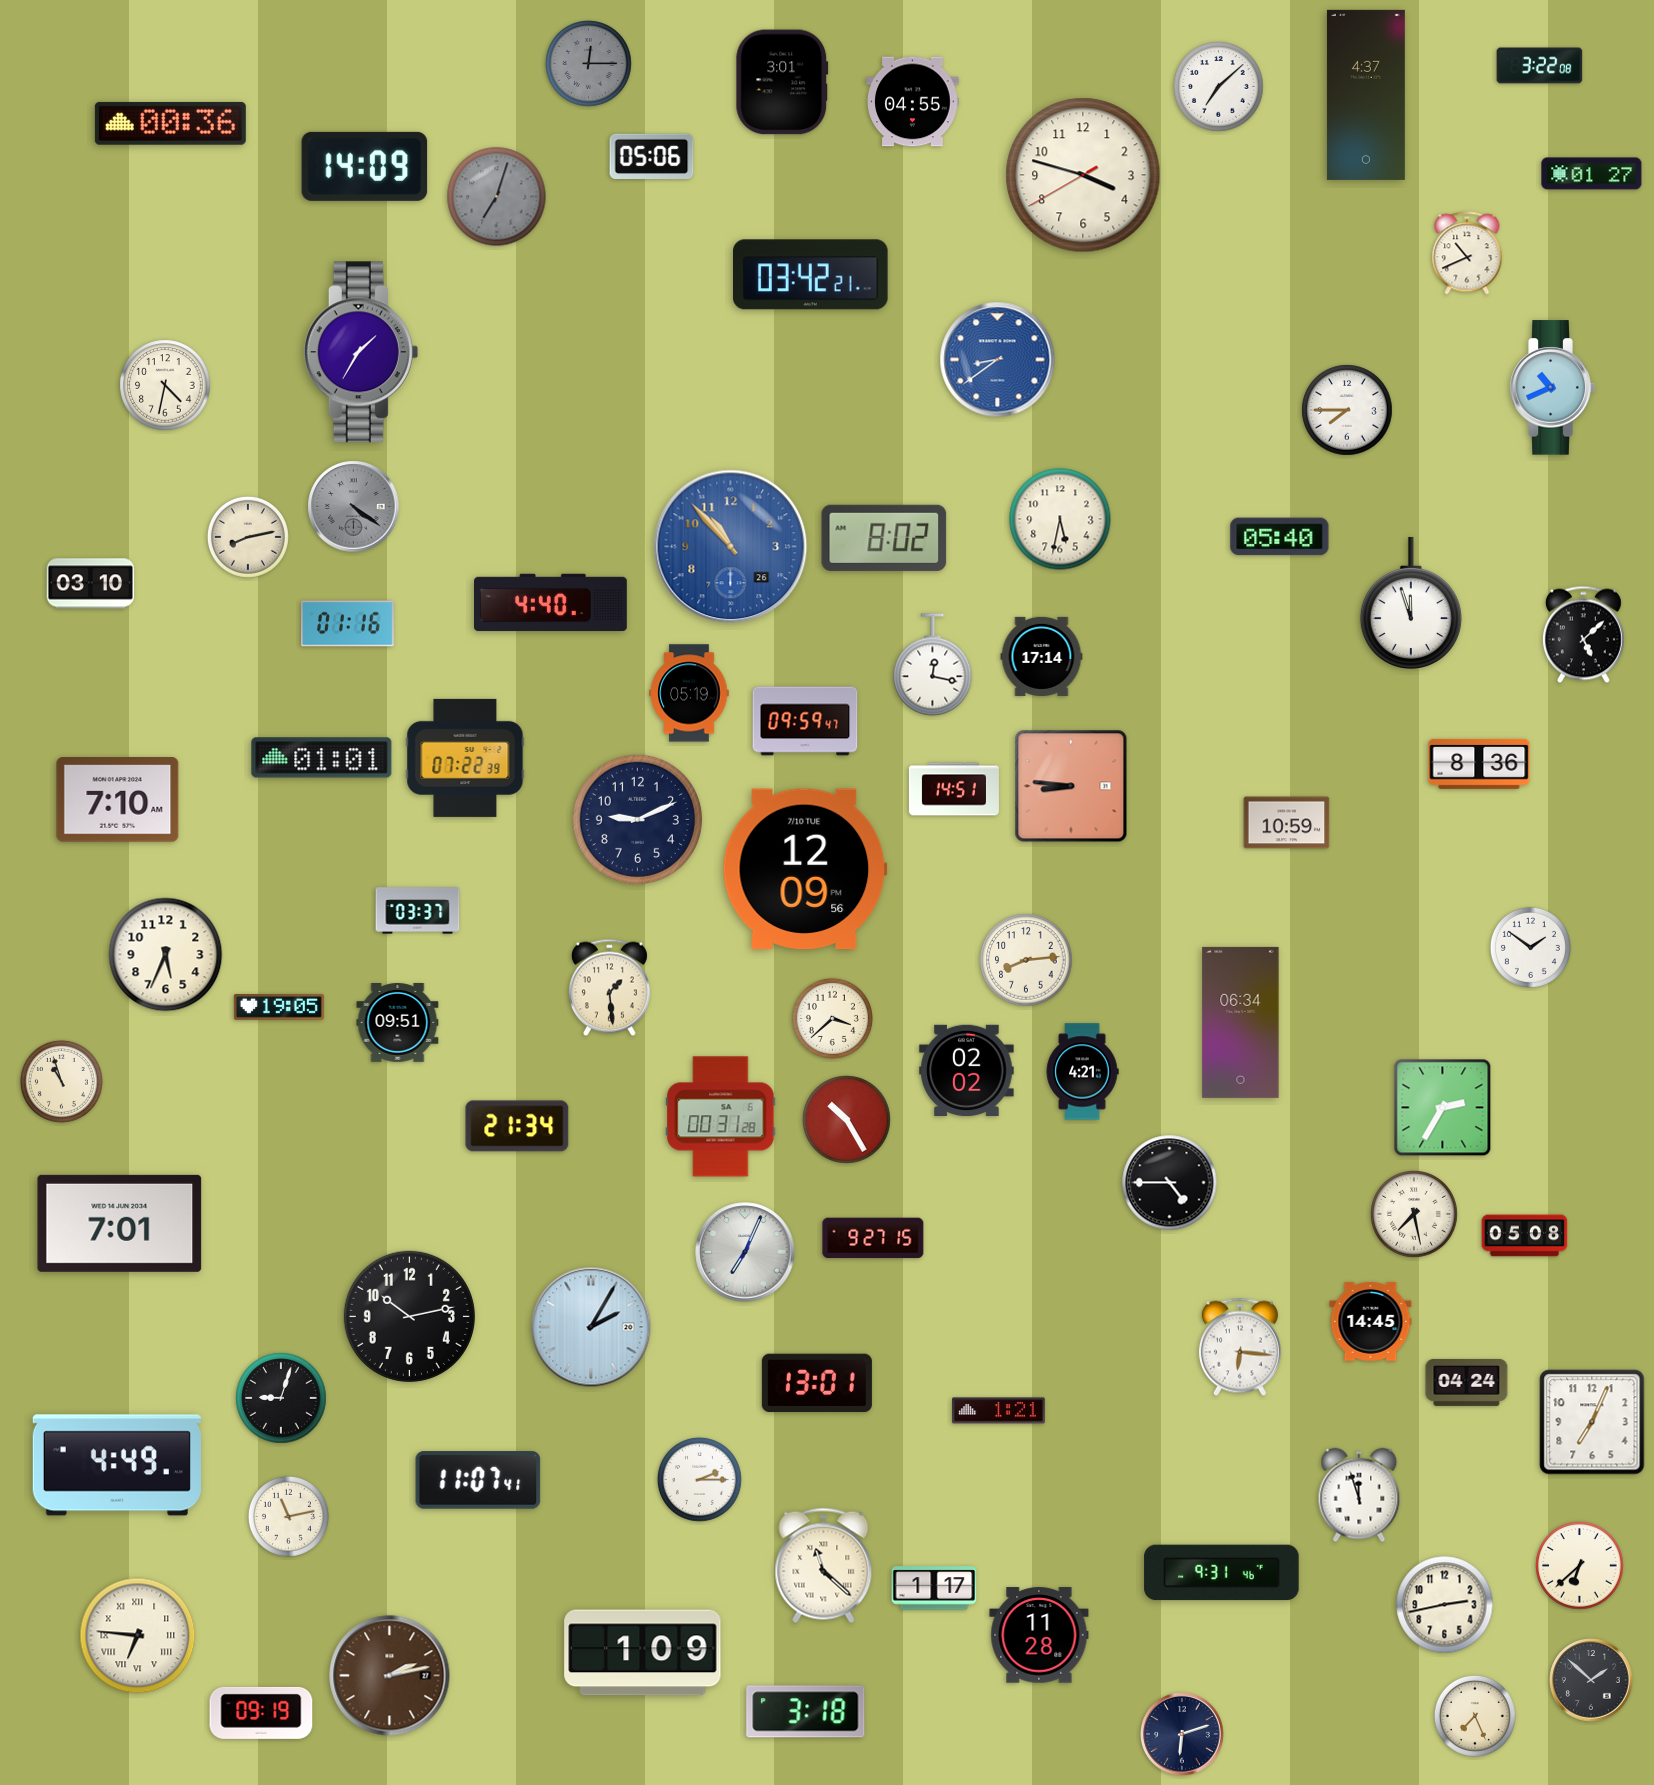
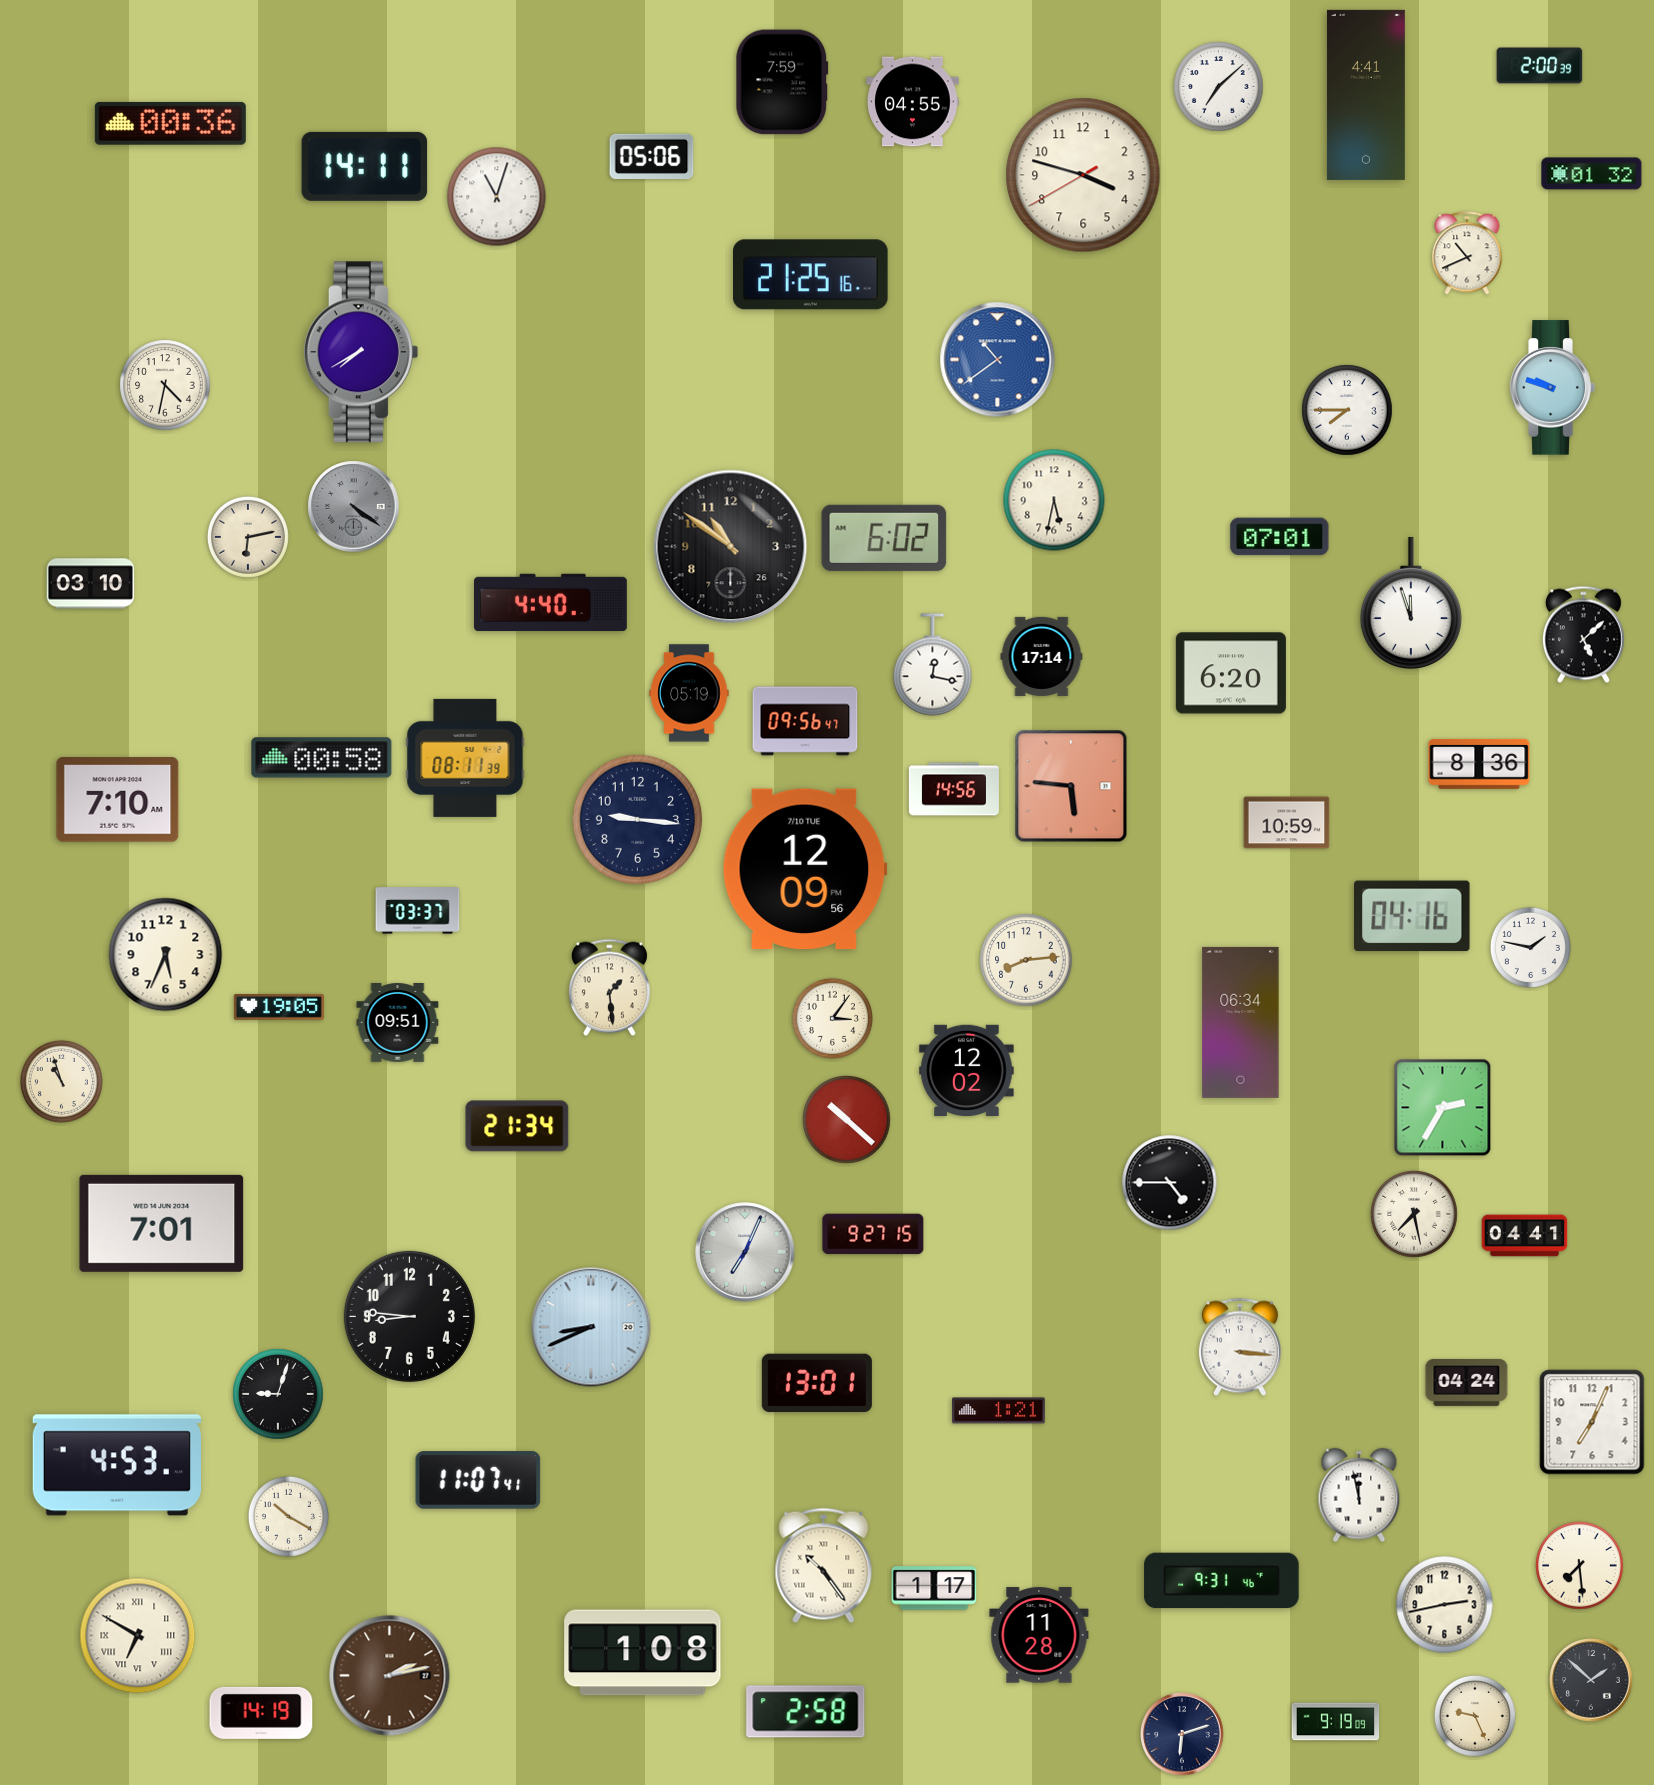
clock at (589, 64): 12:15 -> none
clock at (1540, 66): 3:22 -> 2:00
clock at (782, 82): 3:01 -> 7:59
clock at (1366, 95): 4:37 -> 4:41
clock at (365, 166): 14:09 -> 14:11
clock at (1592, 174): 01:27 -> 01:32
clock at (497, 197): 7:03 -> 11:03
clock at (497, 197) dial: grey -> white
clock at (811, 275): 03:42 -> 21:25
clock at (361, 352): 1:35 -> 7:40
clock at (998, 360): 8:39 -> 10:39
clock at (1552, 388): 10:41 -> 9:48
clock at (1060, 519) position: (1060, 519) -> (1054, 500)
clock at (248, 537): 8:13 -> 6:13
clock at (1280, 537): 05:40 -> 07:01
clock at (884, 538): 8:02 -> 6:02
clock at (731, 547): 10:53 -> 10:51
clock at (731, 547) dial: blue -> black
clock at (348, 624): 01:16 -> none
clock at (1231, 673): none -> 6:20
clock at (805, 721): 09:59 -> 09:56
clock at (322, 758): 01:01 -> 00:58
clock at (465, 758): 07:22 -> 08:11
clock at (1071, 786): 8:46 -> 5:46
clock at (954, 789): 14:51 -> 14:56
clock at (637, 819): 9:11 -> 9:16
clock at (1412, 916): none -> 04:16
clock at (1530, 947): 1:51 -> 1:47
clock at (832, 1018): 3:38 -> 3:06
clock at (967, 1070): 02:02 -> 12:02
clock at (1082, 1072): 4:21 -> none
clock at (721, 1117): 00:31 -> none
clock at (847, 1120): 10:25 -> 10:22
clock at (120, 1223) position: (120, 1223) -> (162, 1223)
clock at (1525, 1236): 05:08 -> 04:41
clock at (873, 1238) position: (873, 1238) -> (873, 1234)
clock at (409, 1316): 10:13 -> 8:46
clock at (1371, 1322): 14:45 -> none
clock at (591, 1327): 2:05 -> 8:41
clock at (1240, 1347): 6:16 -> 3:16
clock at (281, 1398) position: (281, 1398) -> (278, 1394)
clock at (117, 1465): 4:49 -> 4:53
clock at (699, 1479): 2:15 -> none
clock at (1359, 1495): 11:57 -> 11:58
clock at (288, 1516): 11:13 -> 10:20
clock at (824, 1566): 11:22 -> 10:24
clock at (1580, 1566): 6:38 -> 7:29
clock at (1222, 1573) position: (1222, 1573) -> (1222, 1581)
clock at (138, 1636): 6:46 -> 6:50
clock at (643, 1653): 1:09 -> 1:08
clock at (806, 1712): 3:18 -> 2:58
clock at (261, 1713): 09:19 -> 14:19
clock at (1475, 1716): 7:26 -> 9:26
clock at (1336, 1722): none -> 9:19
